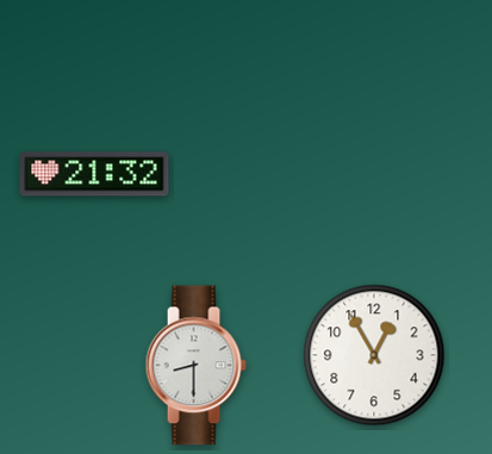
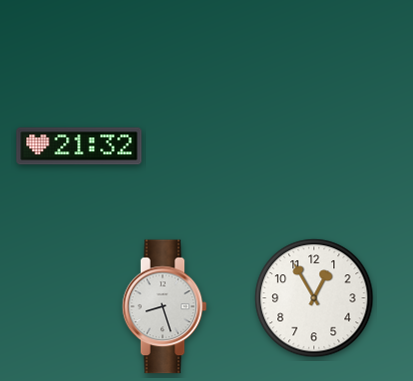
clock at (195, 366): 8:30 -> 8:27
